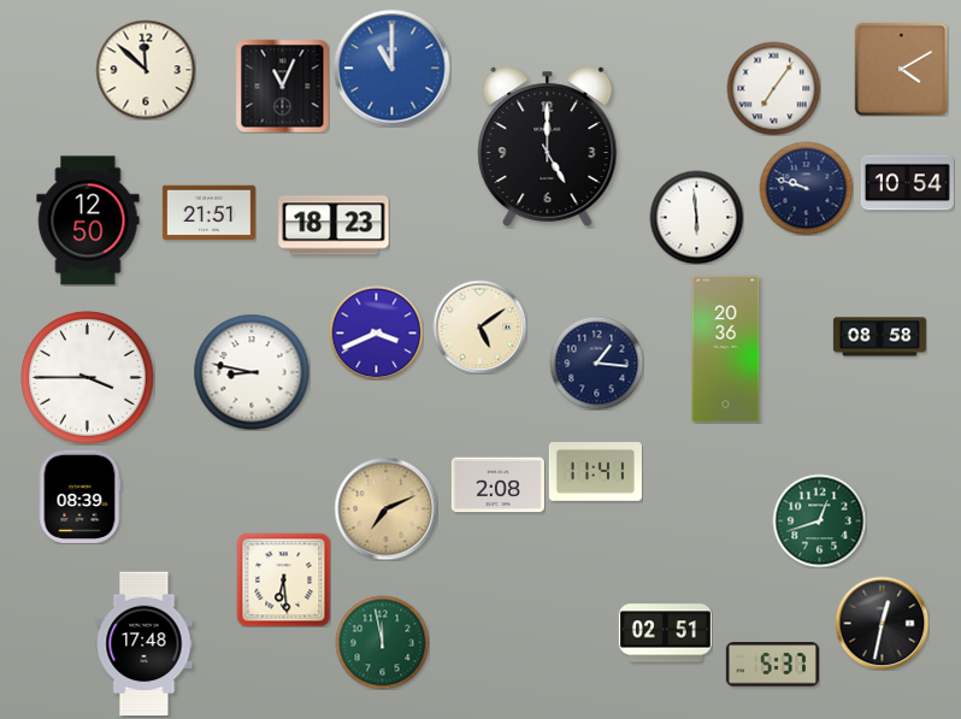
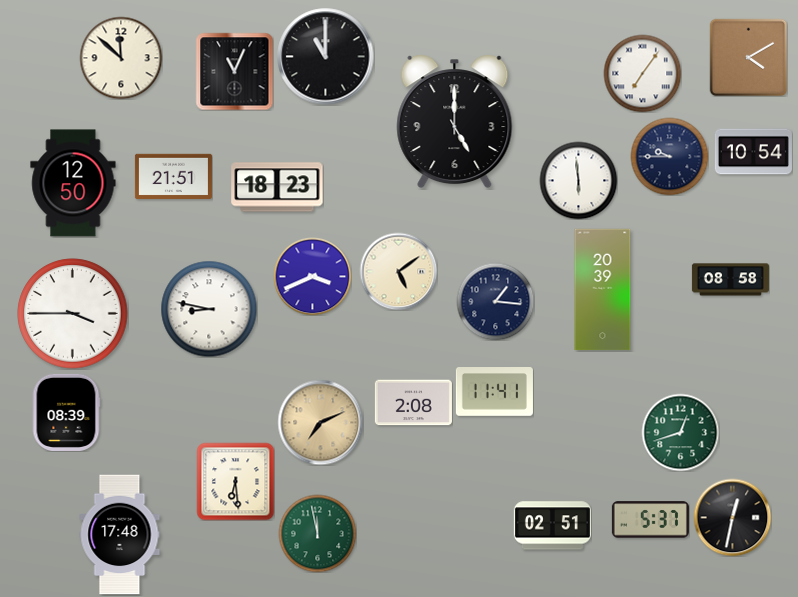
clock at (393, 69) dial: blue -> black
clock at (806, 188): 9:48 -> 9:45
clock at (726, 349): 20:36 -> 20:39
clock at (772, 665) position: (772, 665) -> (650, 520)
